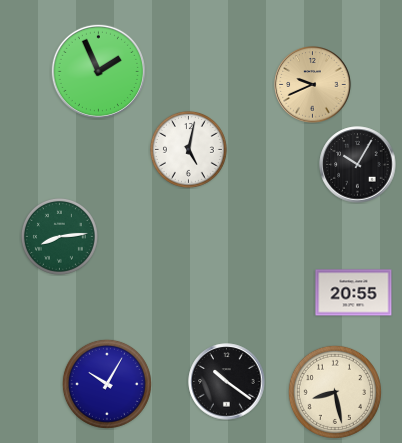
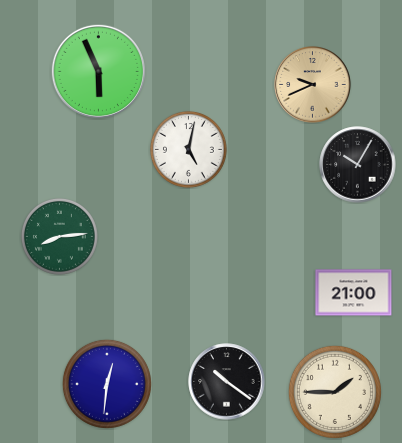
clock at (98, 71): 1:56 -> 5:56
clock at (354, 293): 20:55 -> 21:00
clock at (107, 384): 10:05 -> 12:31
clock at (335, 392): 8:28 -> 1:45
